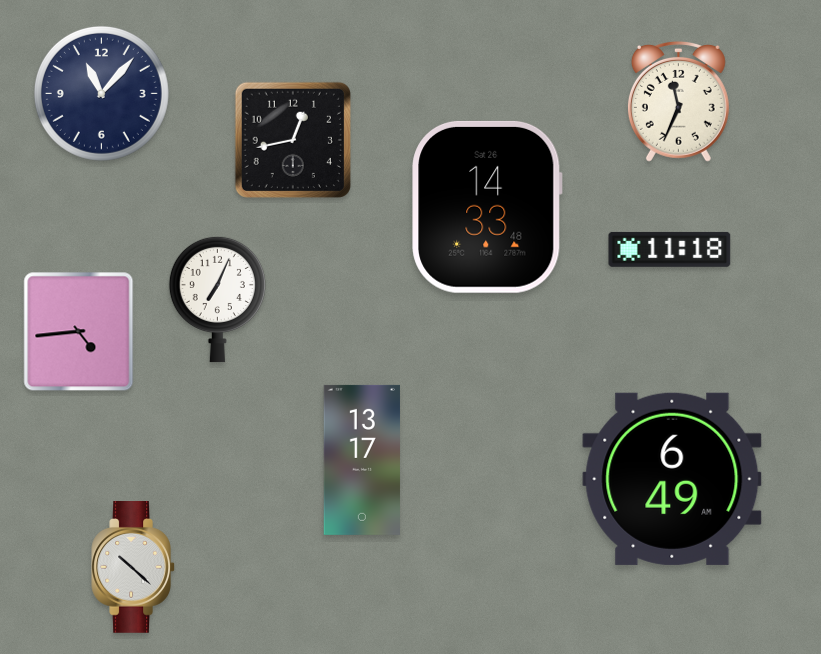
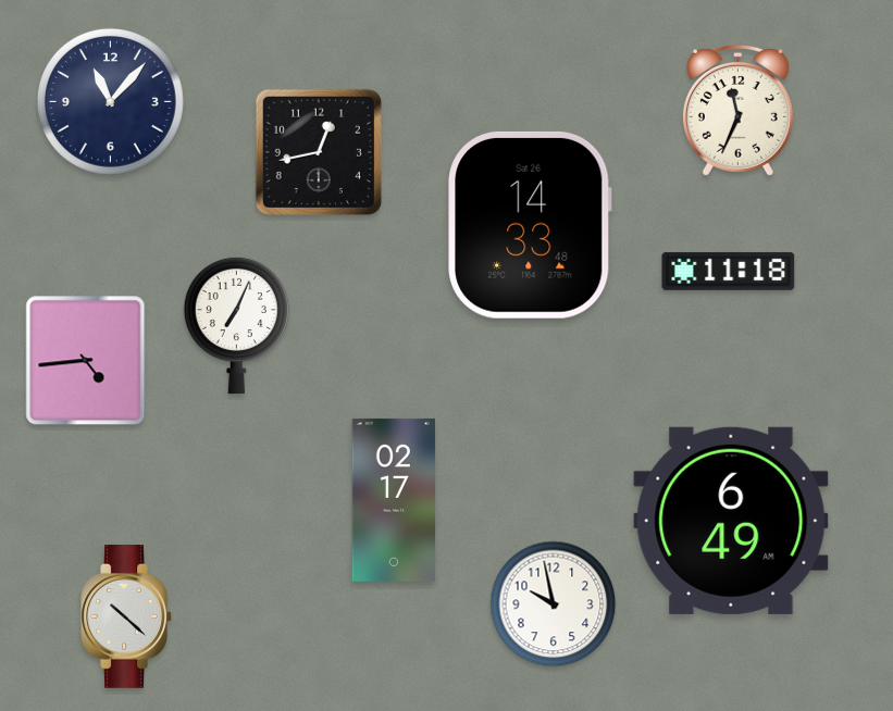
clock at (361, 460): 13:17 -> 02:17
clock at (554, 604): none -> 9:58
clock at (133, 568) position: (133, 568) -> (126, 618)
